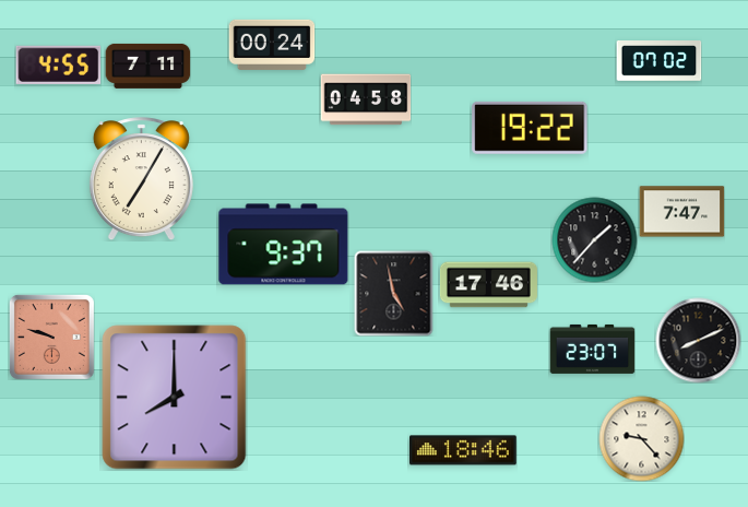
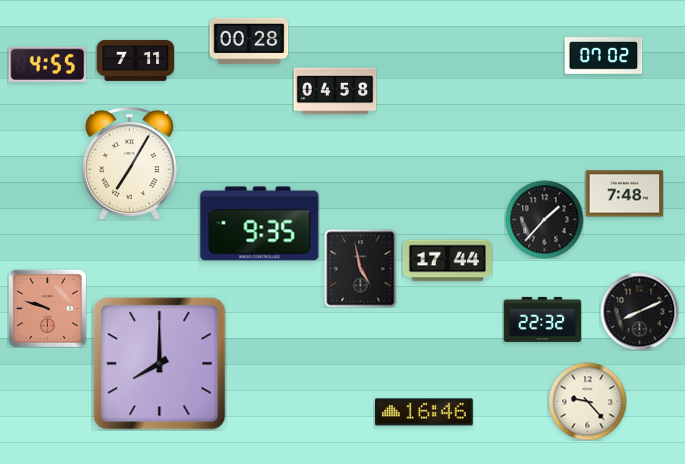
clock at (272, 45): 00:24 -> 00:28
clock at (58, 64) position: (58, 64) -> (47, 64)
clock at (530, 128): 19:22 -> none
clock at (681, 212): 7:47 -> 7:48
clock at (284, 245): 9:37 -> 9:35
clock at (488, 285): 17:46 -> 17:44
clock at (592, 349): 23:07 -> 22:32
clock at (464, 450): 18:46 -> 16:46
